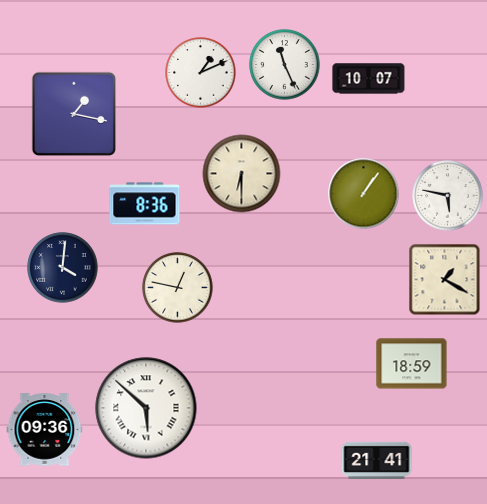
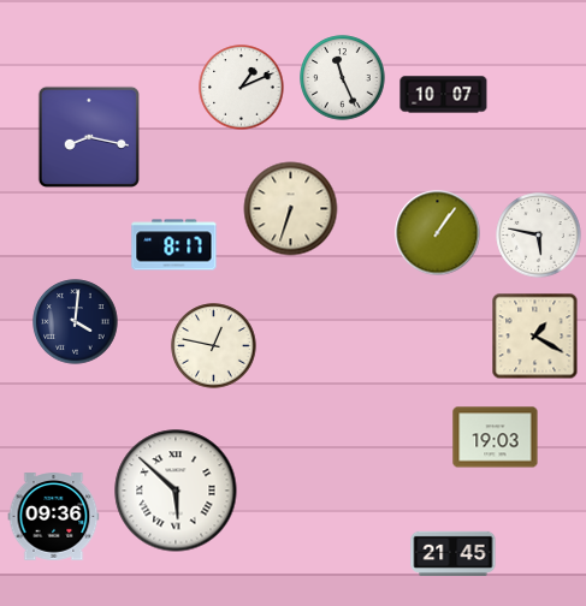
clock at (74, 114): 1:17 -> 8:17
clock at (242, 174): 6:30 -> 6:33
clock at (145, 204): 8:36 -> 8:17
clock at (412, 364): 18:59 -> 19:03
clock at (377, 460): 21:41 -> 21:45
